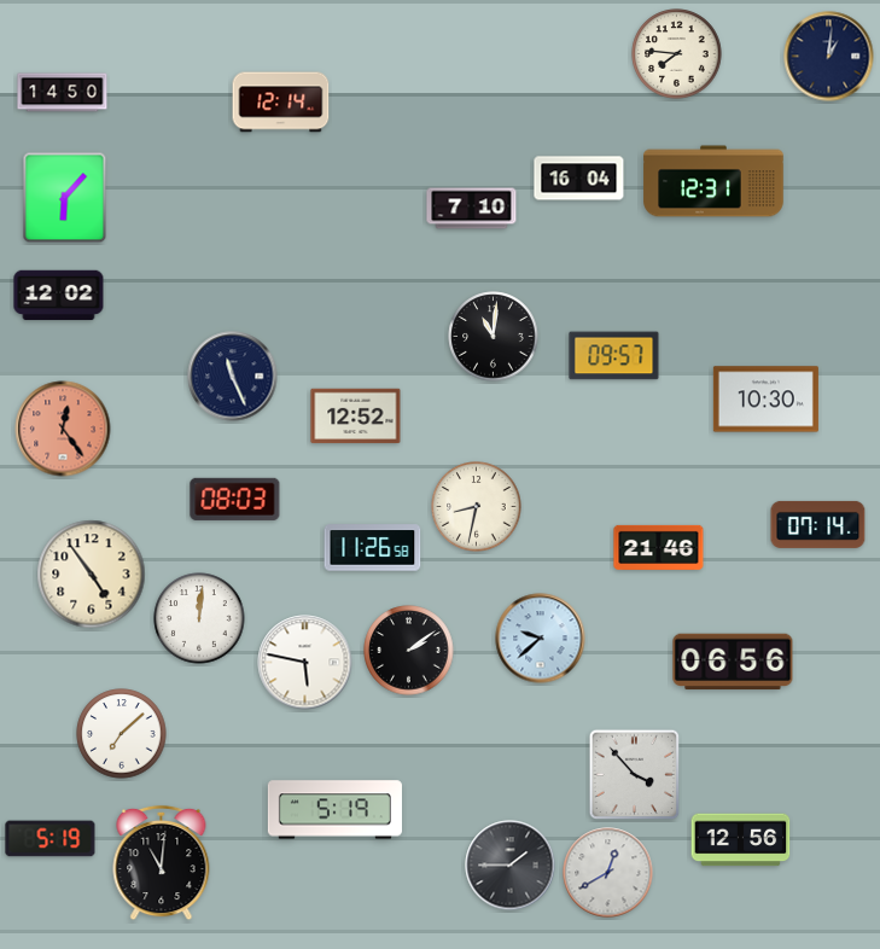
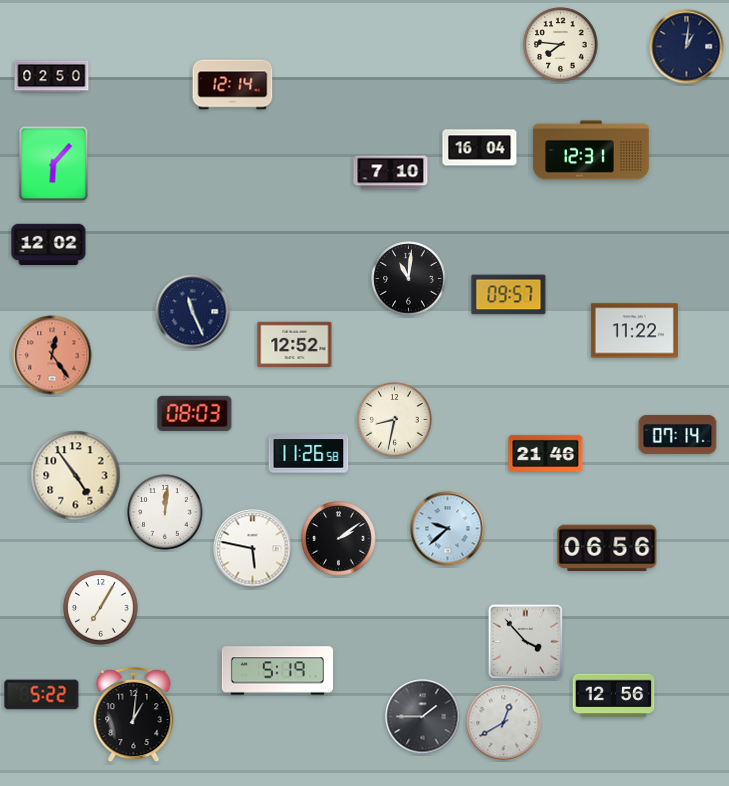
clock at (63, 93): 14:50 -> 02:50
clock at (765, 400): 10:30 -> 11:22
clock at (122, 734): 7:08 -> 7:05
clock at (51, 839): 5:19 -> 5:22
clock at (162, 863): 11:01 -> 1:01
